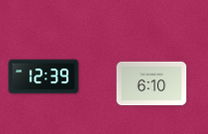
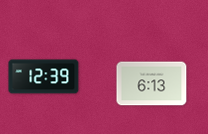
clock at (152, 84): 6:10 -> 6:13
